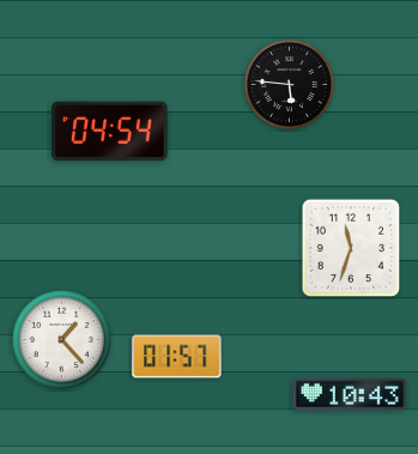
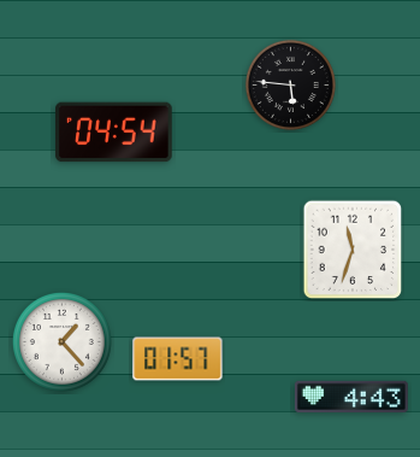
clock at (110, 132) position: (110, 132) -> (114, 133)
clock at (350, 394): 10:43 -> 4:43
